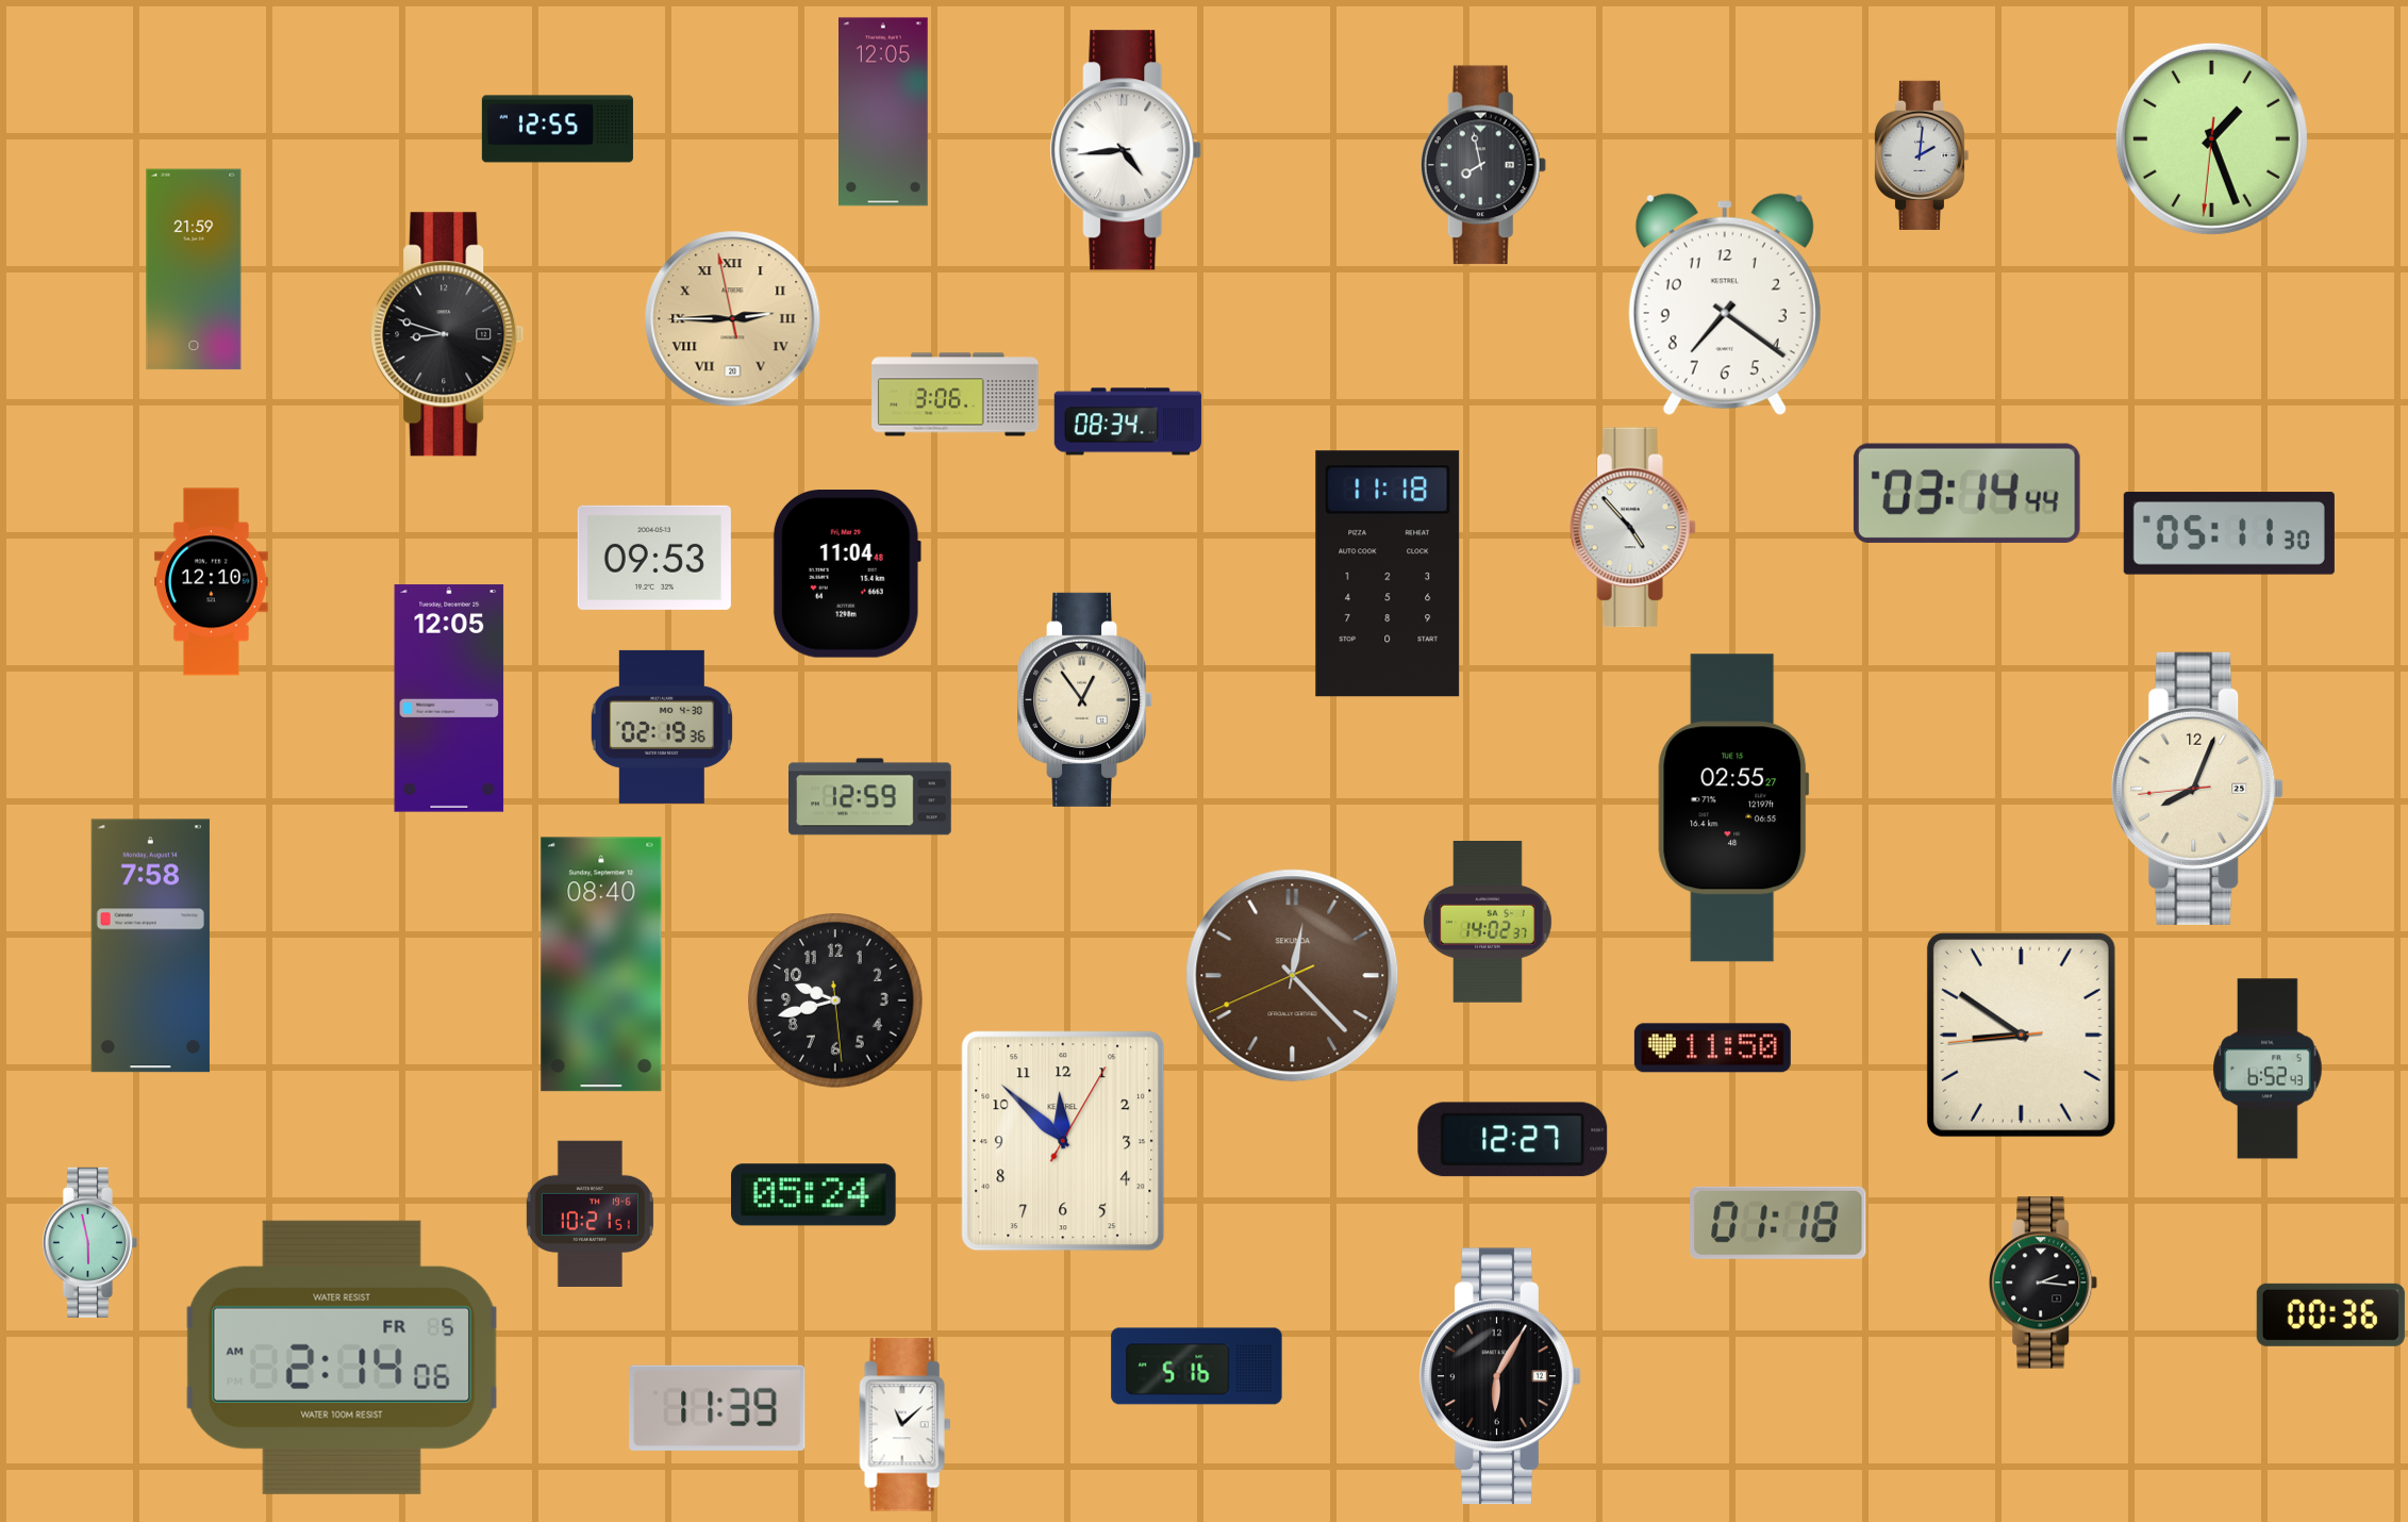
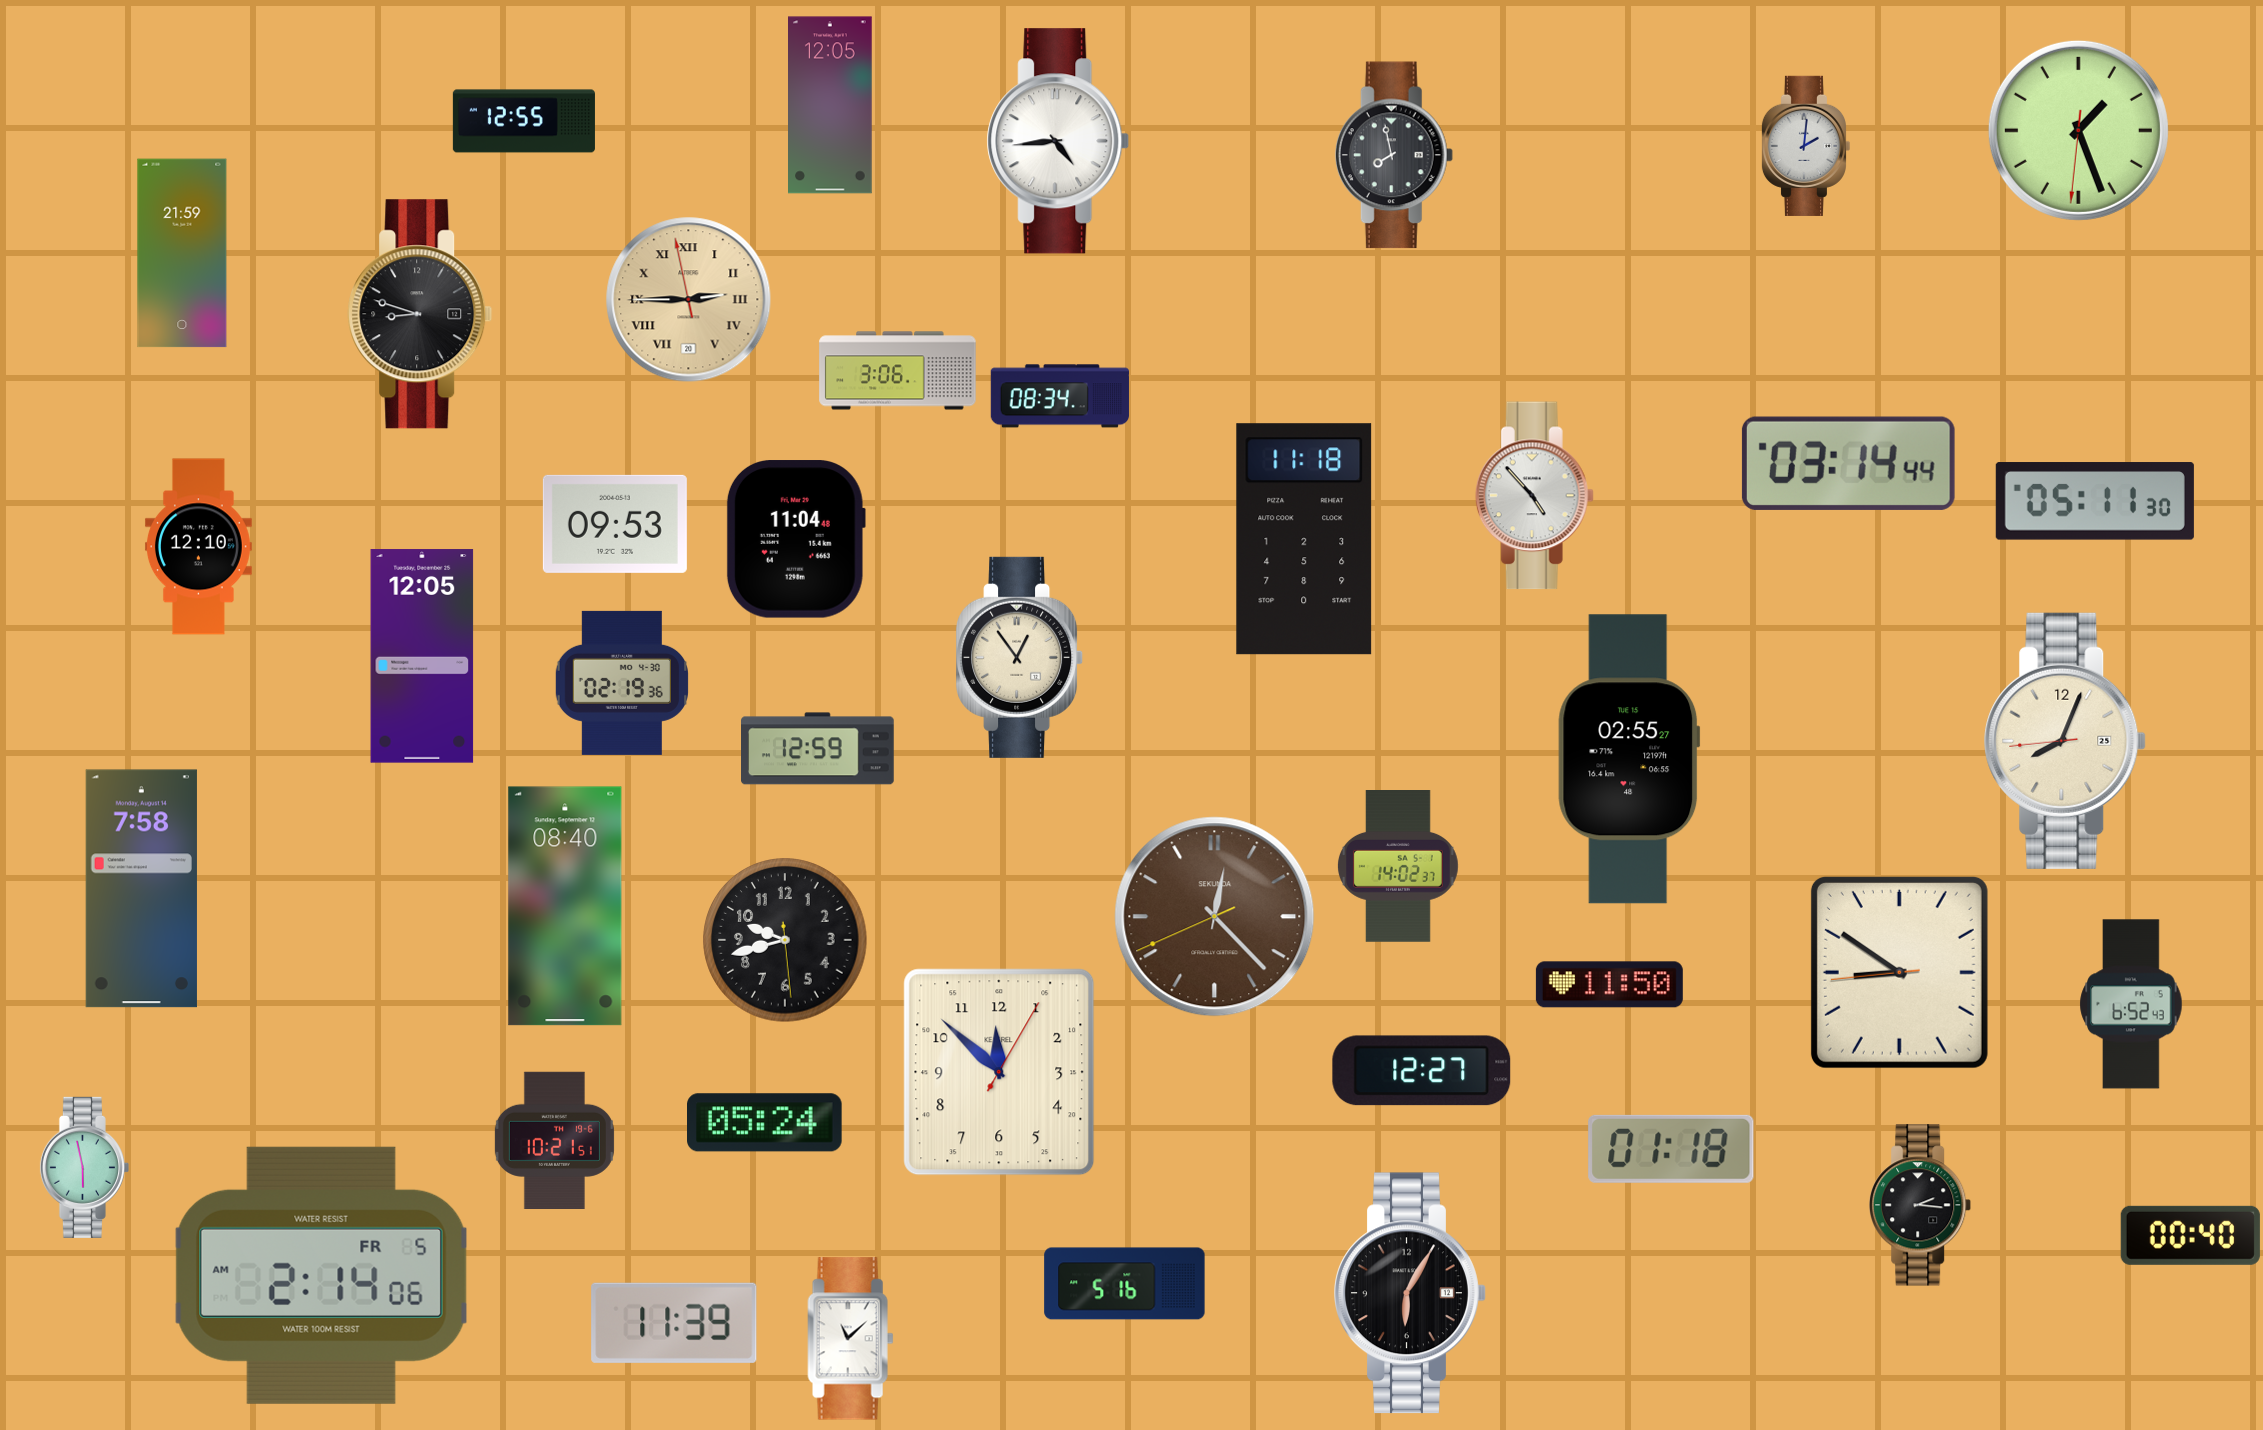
clock at (1725, 304): 7:21 -> none
clock at (2330, 1314): 00:36 -> 00:40
